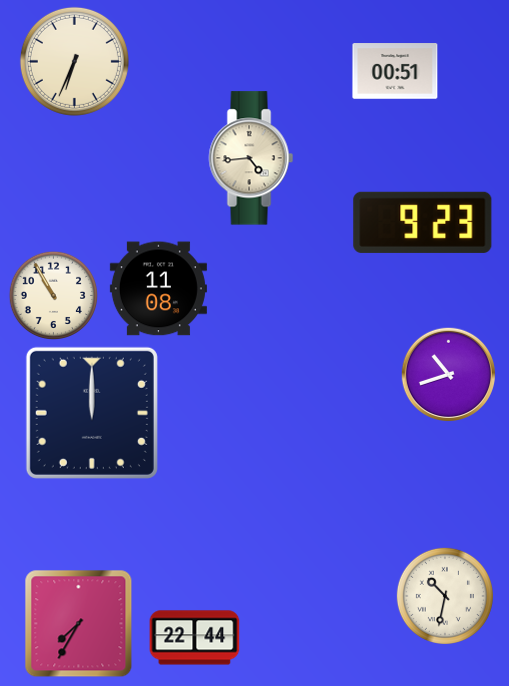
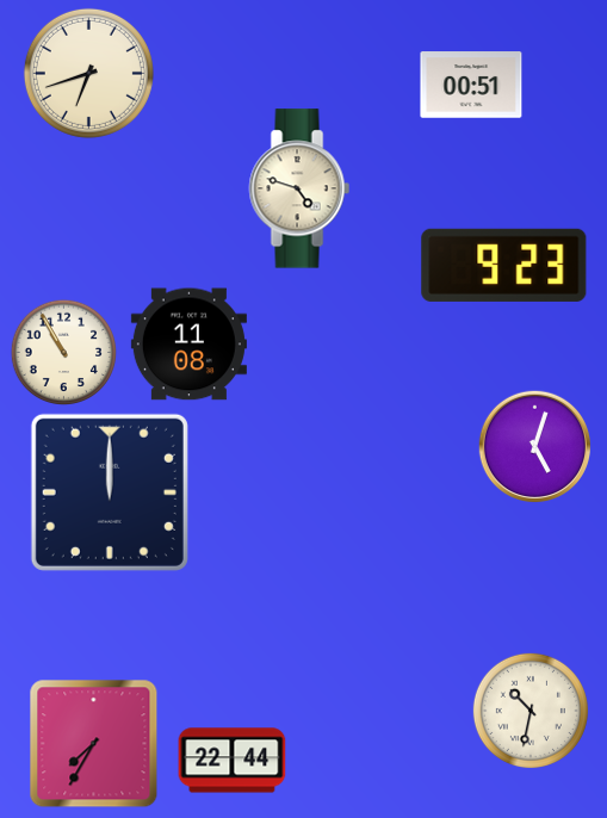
clock at (74, 61): 6:34 -> 6:42
clock at (251, 158): 4:44 -> 4:48
clock at (449, 375): 10:42 -> 5:03
